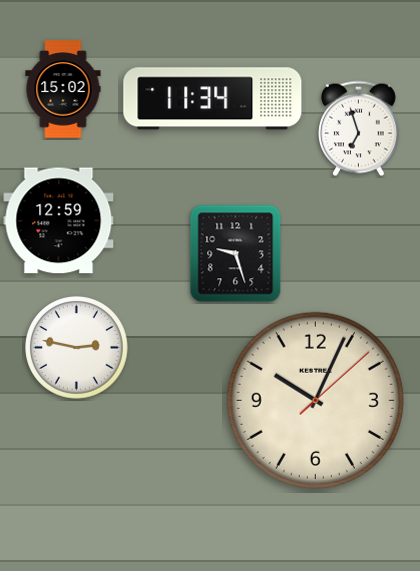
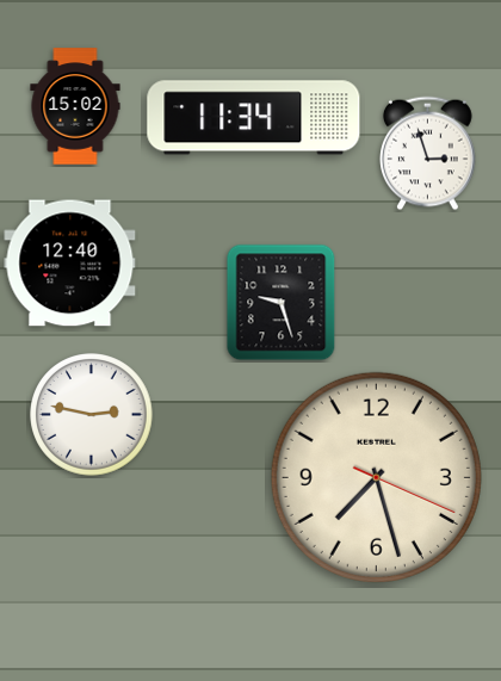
clock at (359, 129): 6:57 -> 2:57
clock at (59, 221): 12:59 -> 12:40
clock at (315, 400): 10:04 -> 7:27
